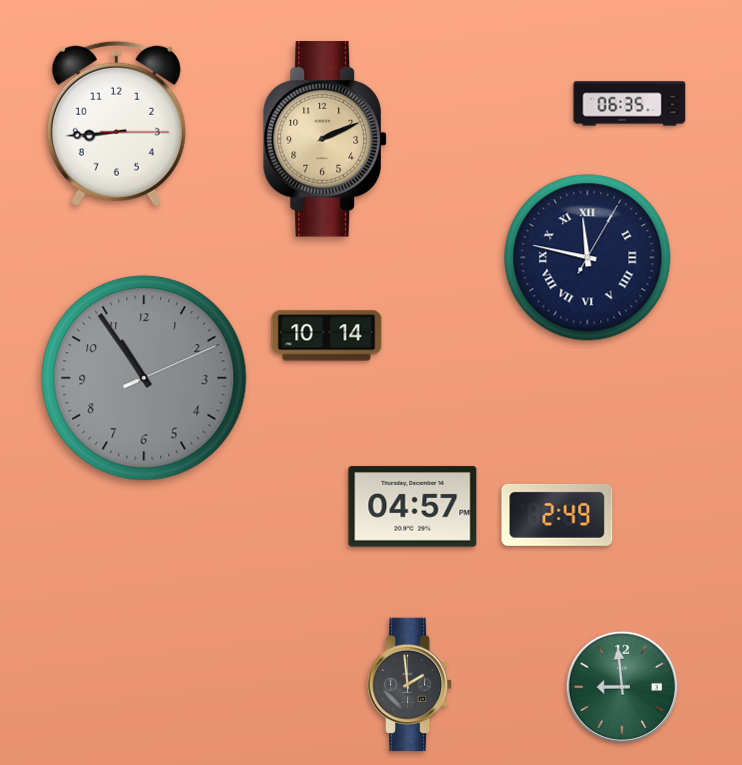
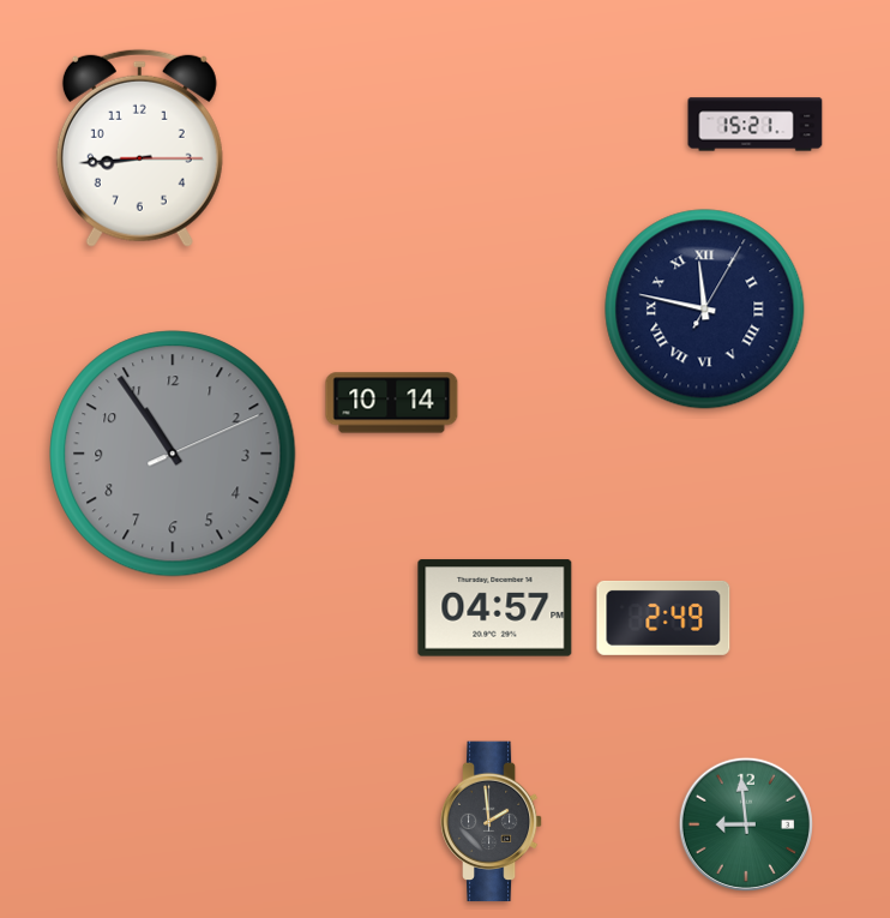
clock at (630, 104): 06:35 -> 15:21
clock at (325, 139): 2:11 -> none
clock at (557, 515) position: (557, 515) -> (663, 618)
